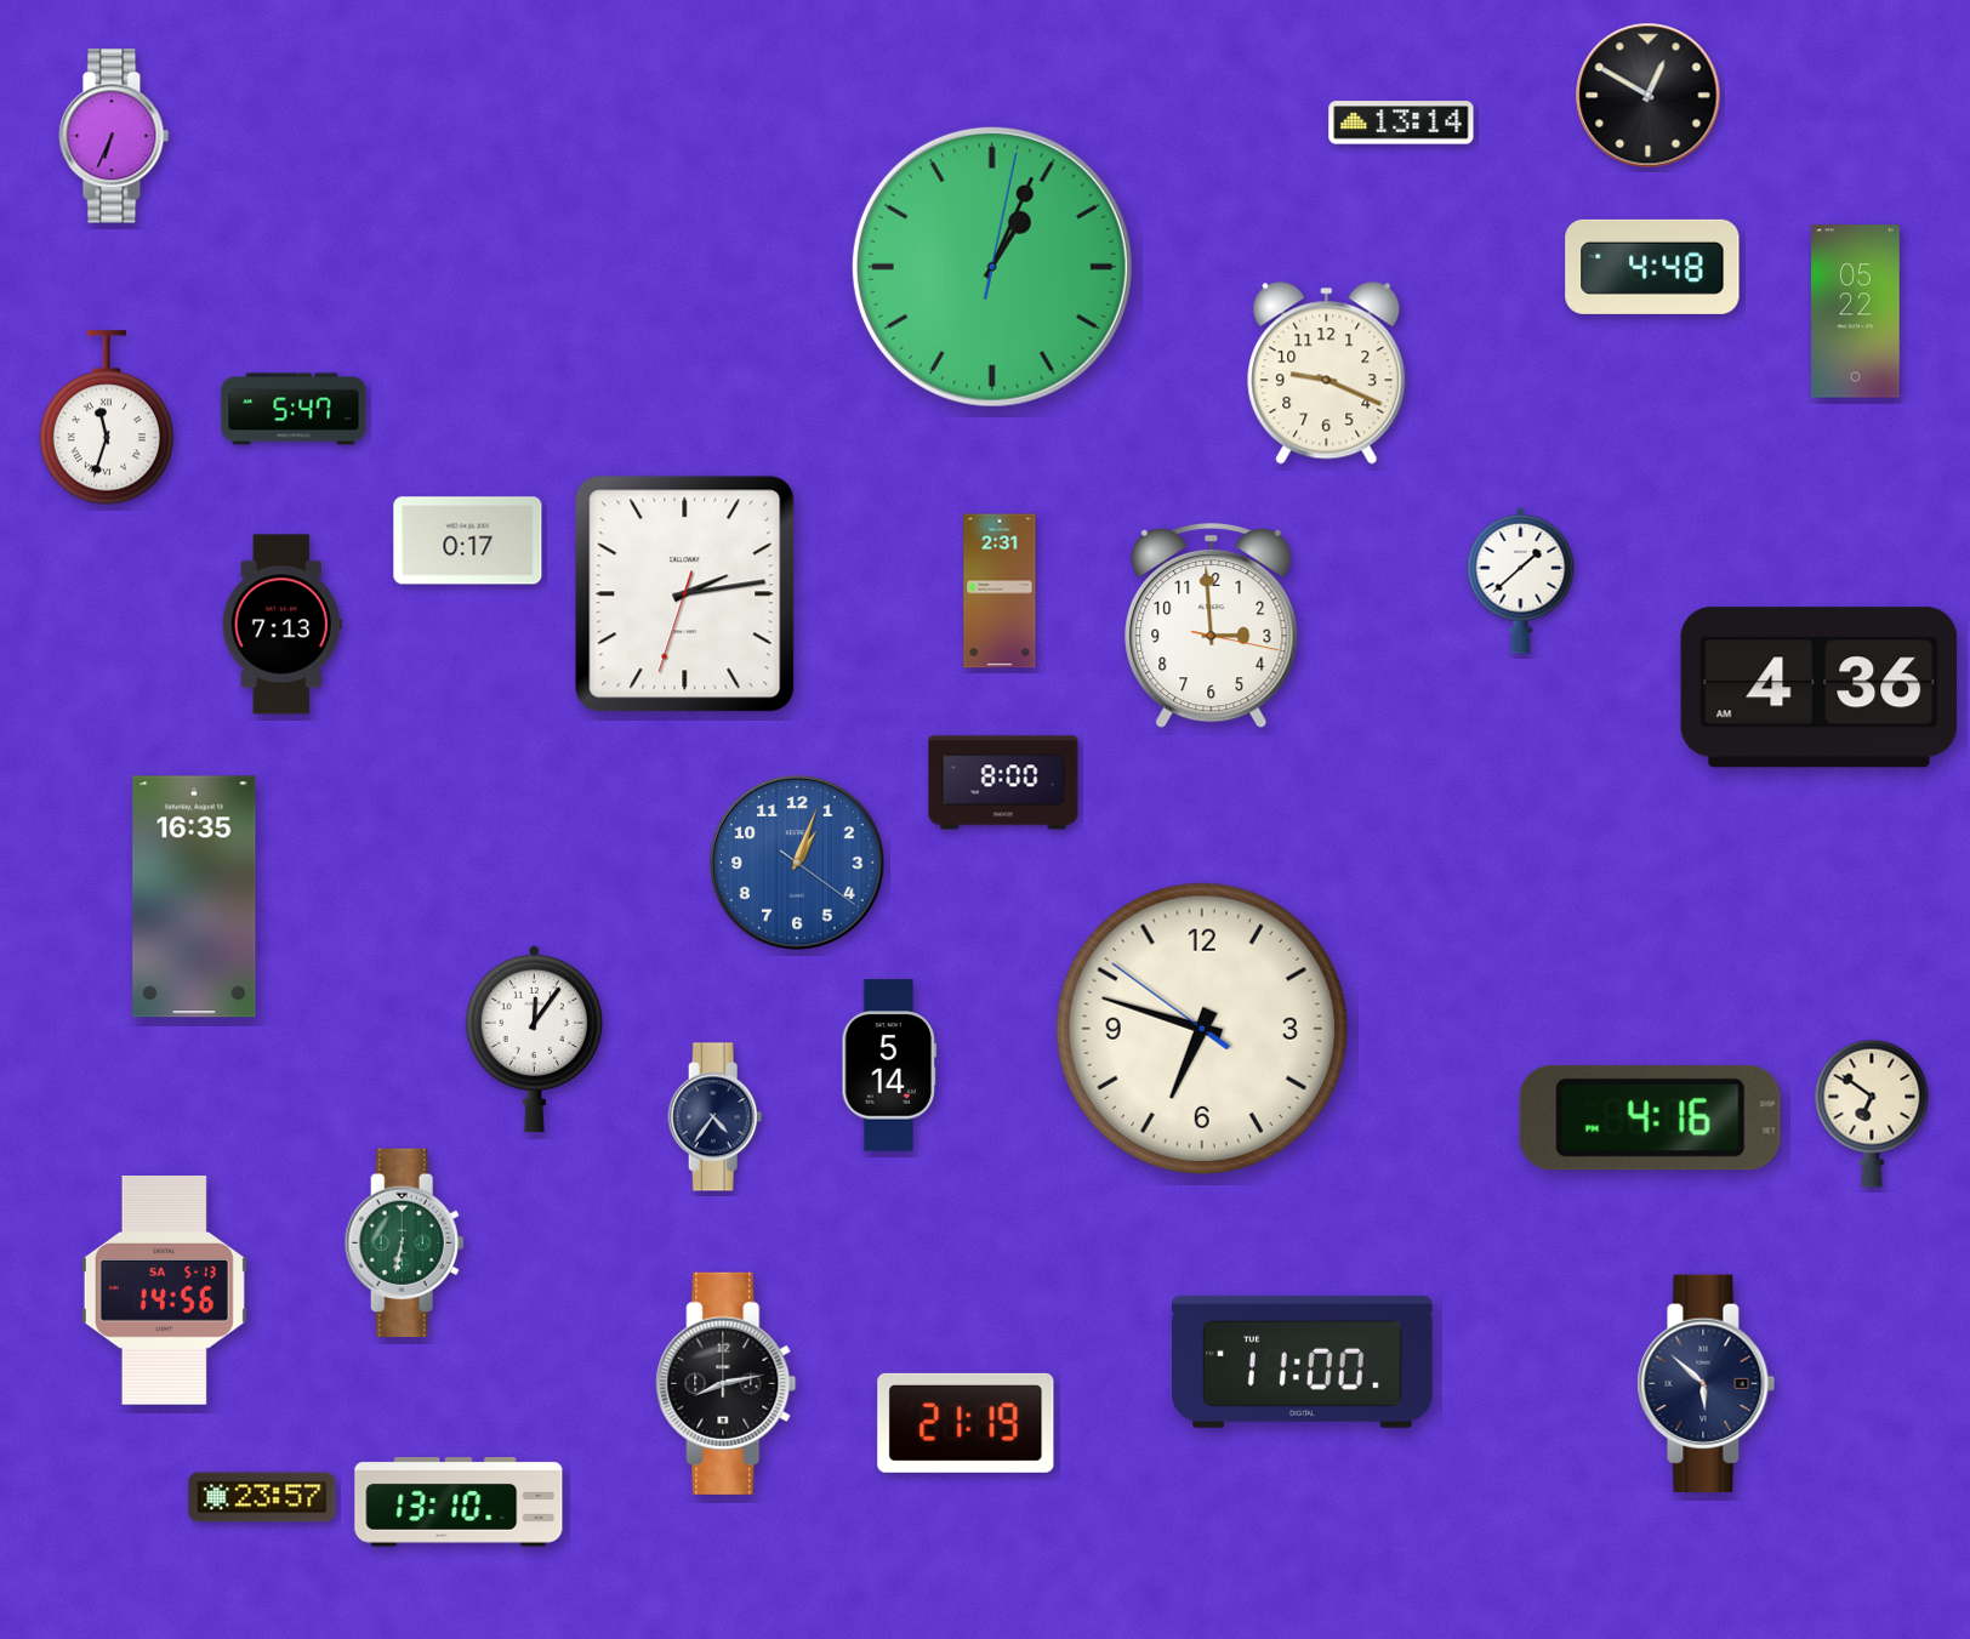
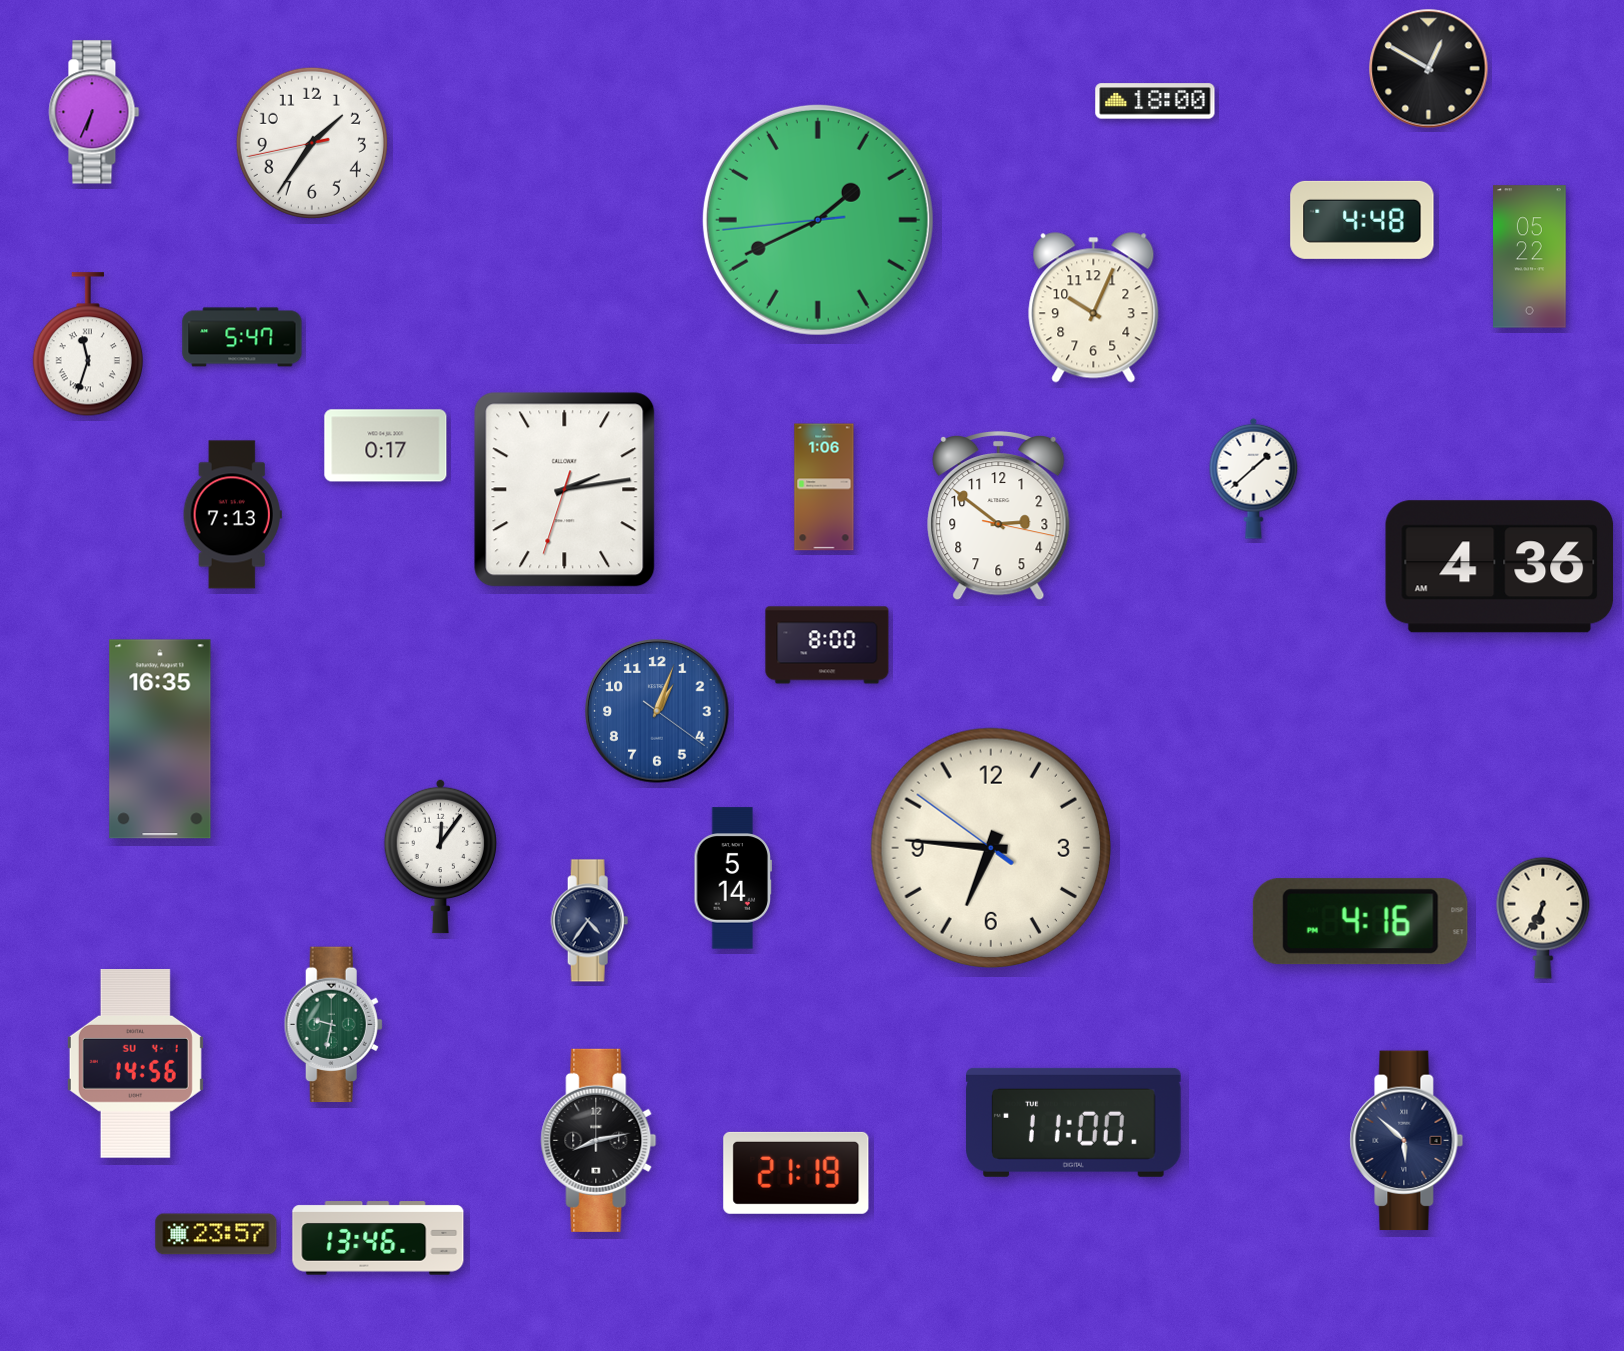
clock at (1649, 96) position: (1649, 96) -> (1429, 69)
clock at (1401, 123): 13:14 -> 18:00
clock at (312, 143): none -> 1:35
clock at (992, 267): 1:04 -> 1:40
clock at (1327, 374): 9:19 -> 10:04
clock at (1000, 591): 2:31 -> 1:06
clock at (1212, 626): 2:59 -> 2:51
clock at (1202, 1029): 6:47 -> 6:45
clock at (1872, 1114): 6:51 -> 6:34
clock at (404, 1244): 6:32 -> 9:32
clock at (164, 1291) date: SA 5-13 -> SU 4-1
clock at (459, 1502): 13:10 -> 13:46
